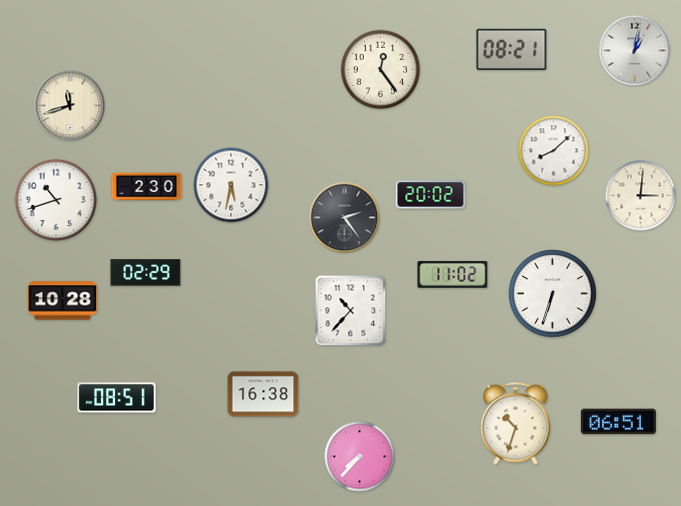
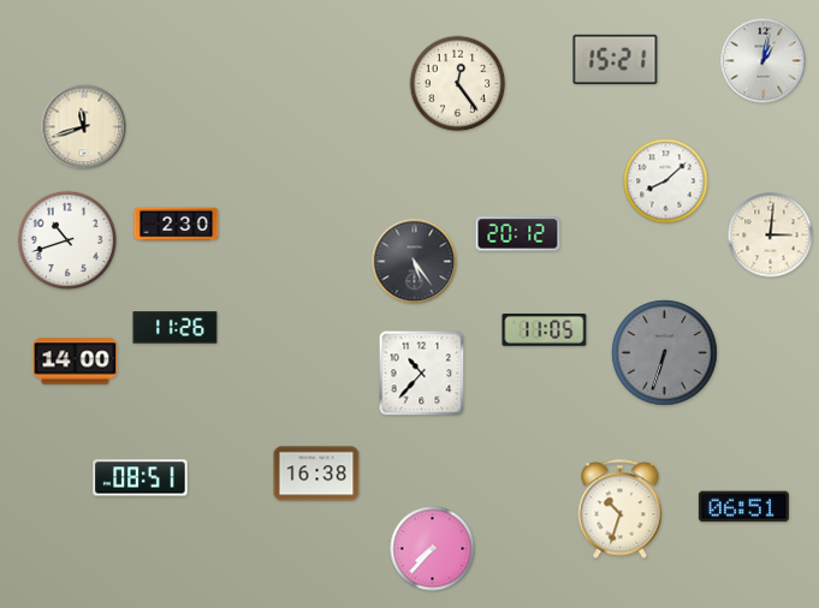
clock at (512, 49): 08:21 -> 15:21
clock at (231, 185): 5:32 -> none
clock at (431, 195): 20:02 -> 20:12
clock at (345, 218): 2:24 -> 5:24
clock at (146, 273): 02:29 -> 11:26
clock at (453, 274): 11:02 -> 11:05
clock at (553, 294) dial: white -> grey
clock at (63, 301): 10:28 -> 14:00
